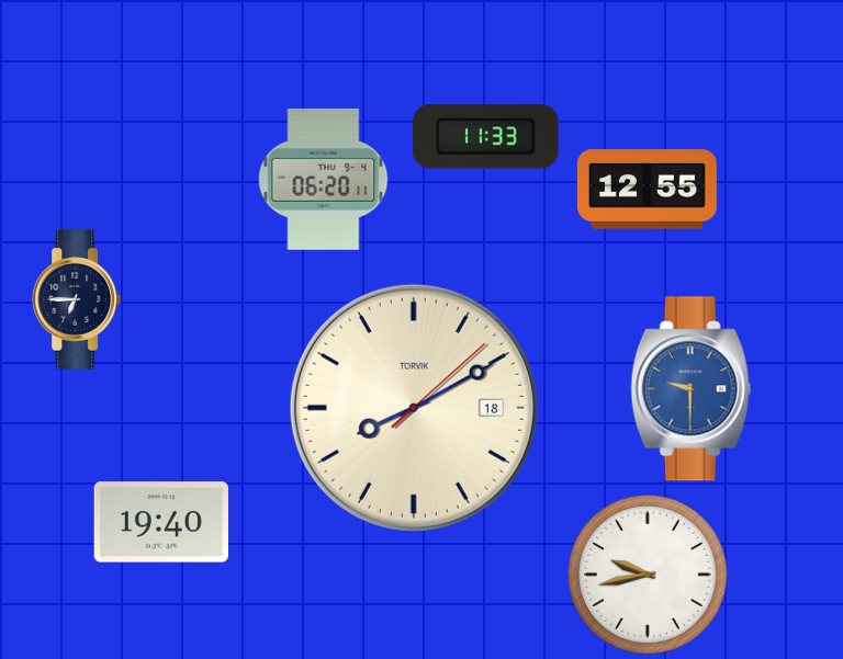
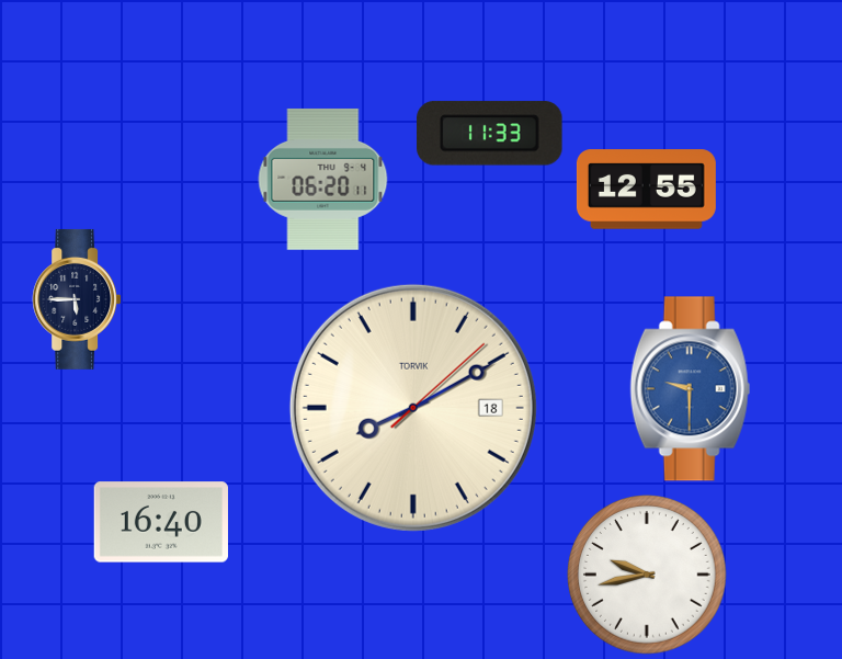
clock at (486, 137) position: (486, 137) -> (490, 134)
clock at (77, 299): 6:45 -> 5:45
clock at (161, 522): 19:40 -> 16:40
